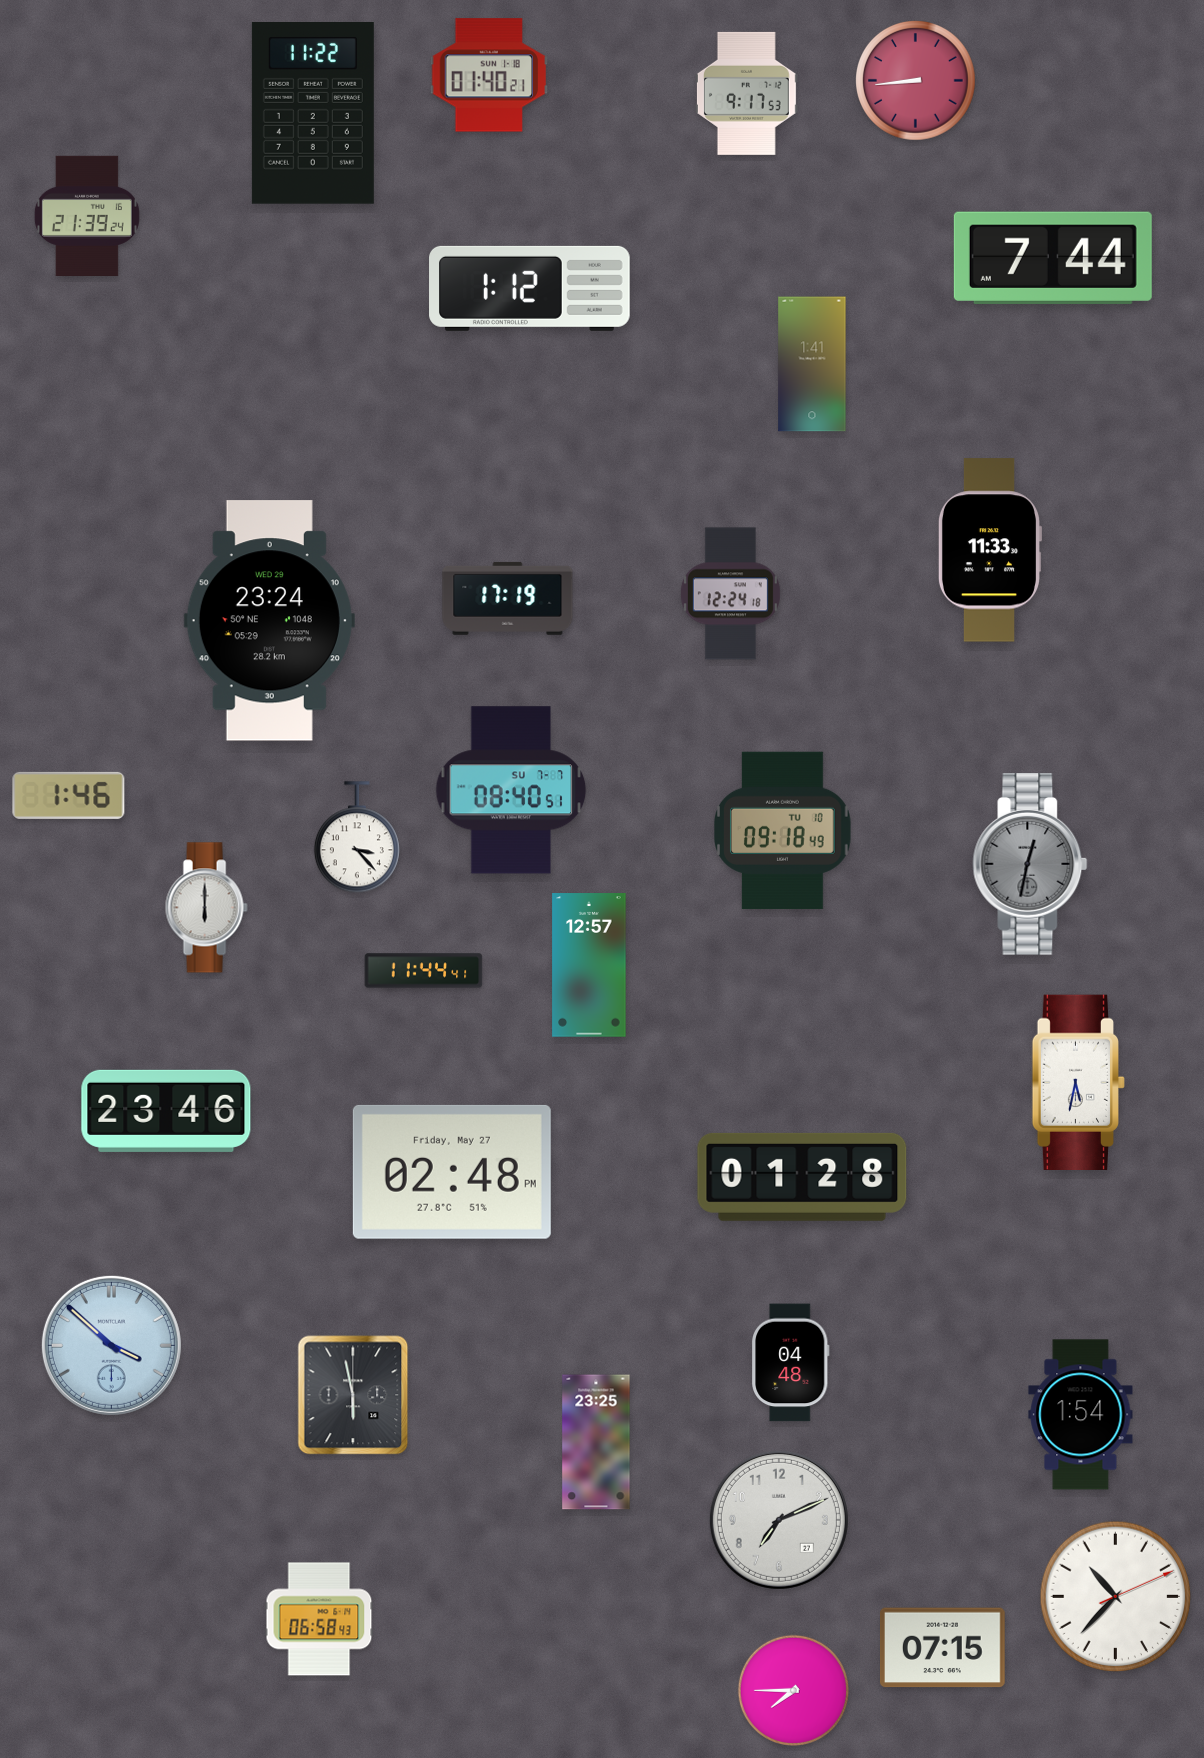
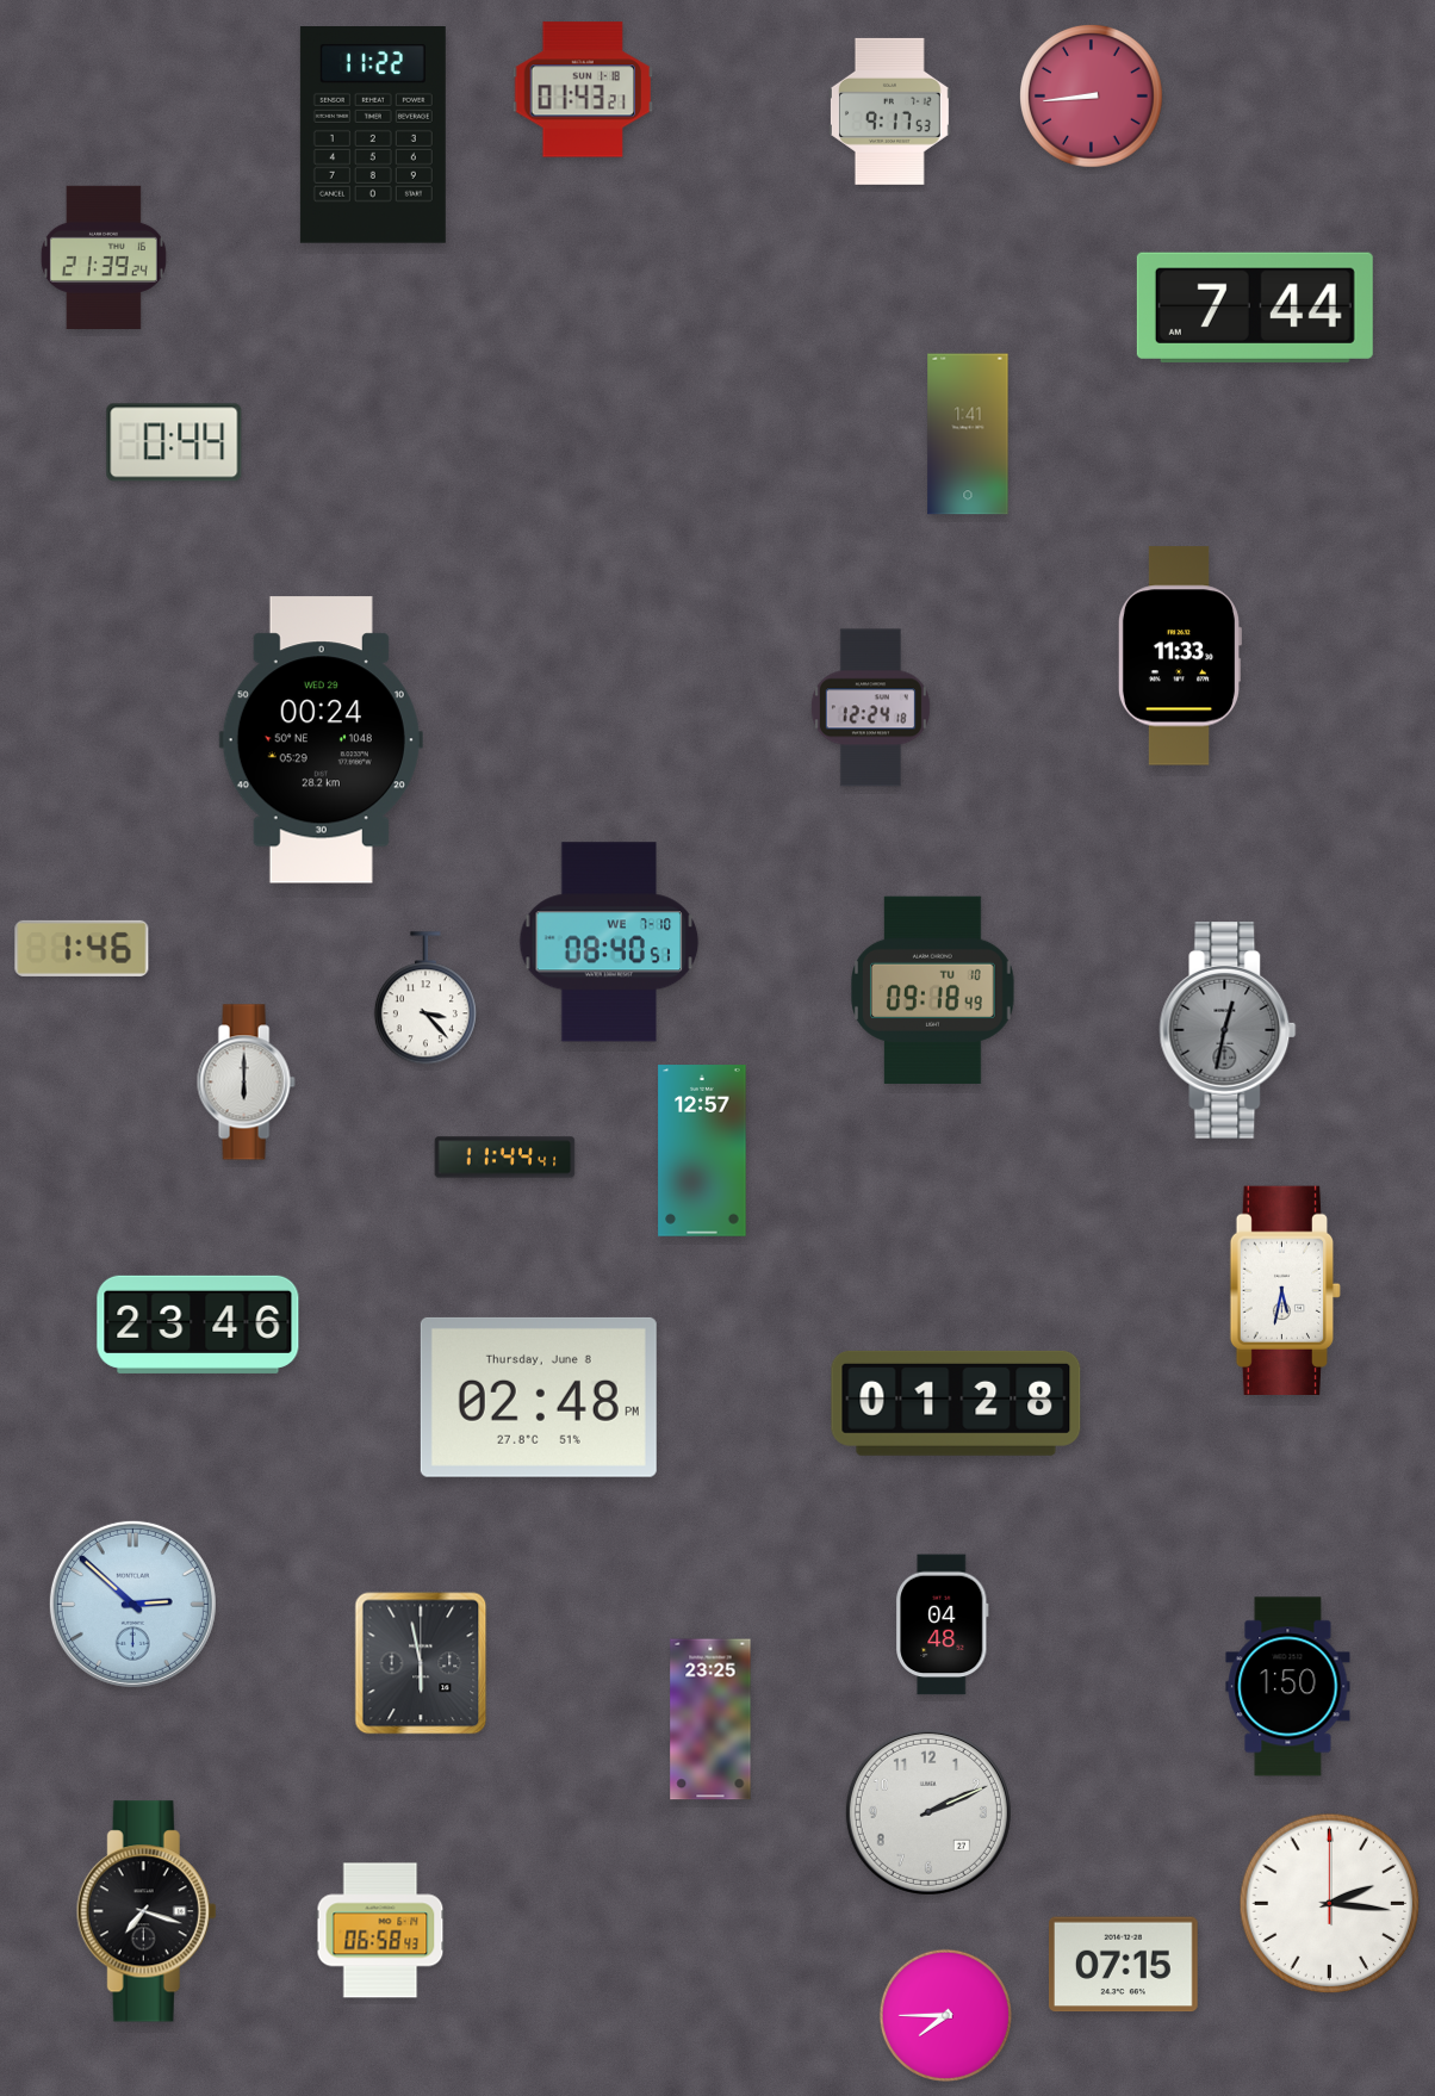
clock at (489, 75): 01:40 -> 01:43
clock at (530, 288): 1:12 -> none
clock at (174, 442): none -> 0:44
clock at (508, 598): 17:19 -> none
clock at (269, 621): 23:24 -> 00:24
clock at (511, 790) date: SU 7-7 -> WE 7-10
clock at (452, 1172) date: Friday, May 27 -> Thursday, June 8
clock at (111, 1345): 3:52 -> 2:52
clock at (1081, 1415): 1:54 -> 1:50
clock at (779, 1520): 7:11 -> 2:11
clock at (1116, 1597): 10:37 -> 2:16
clock at (147, 1911): none -> 7:18
